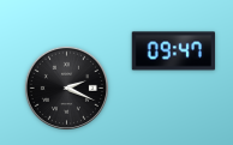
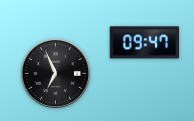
clock at (66, 87): 2:19 -> 6:56
